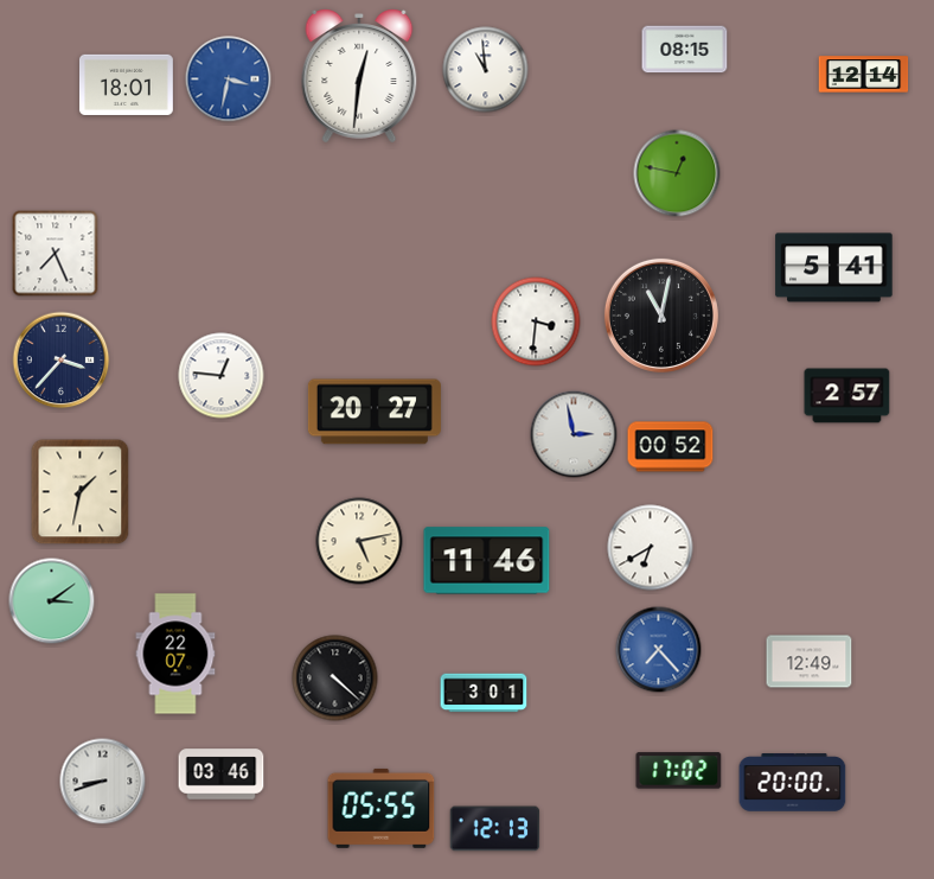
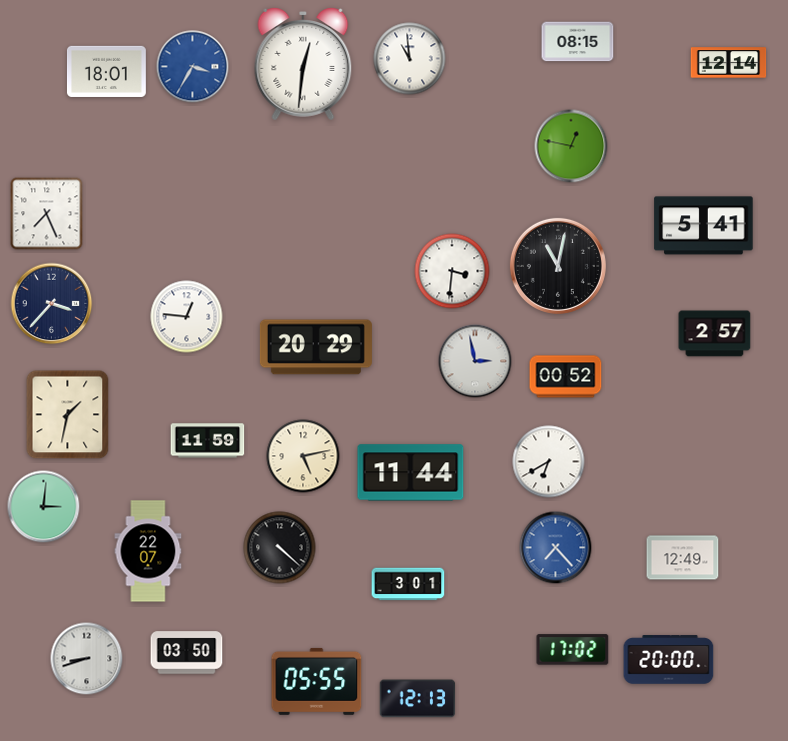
clock at (229, 79): 3:32 -> 3:35
clock at (375, 412): 20:27 -> 20:29
clock at (574, 434) position: (574, 434) -> (475, 361)
clock at (208, 441): none -> 11:59
clock at (487, 561): 11:46 -> 11:44
clock at (52, 601): 3:09 -> 3:01
clock at (335, 679) position: (335, 679) -> (280, 548)
clock at (222, 775): 03:46 -> 03:50
clock at (382, 808) position: (382, 808) -> (317, 681)
